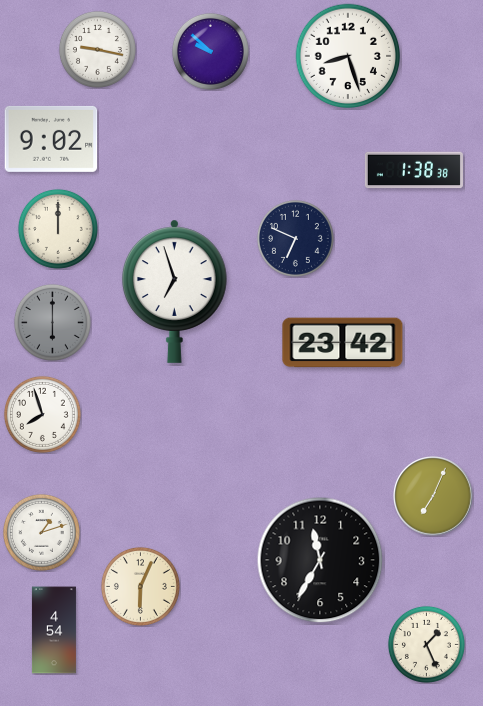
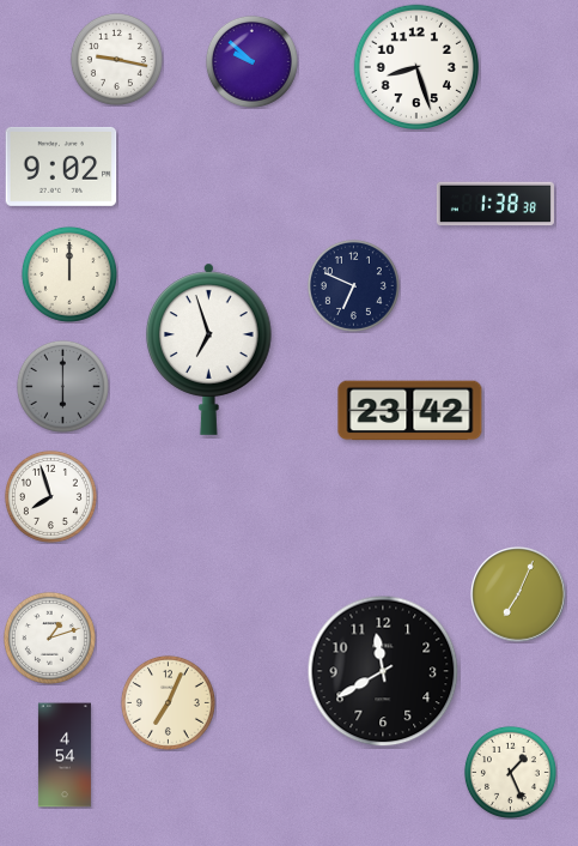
clock at (320, 560): 11:35 -> 11:40
clock at (140, 586): 6:04 -> 7:04
